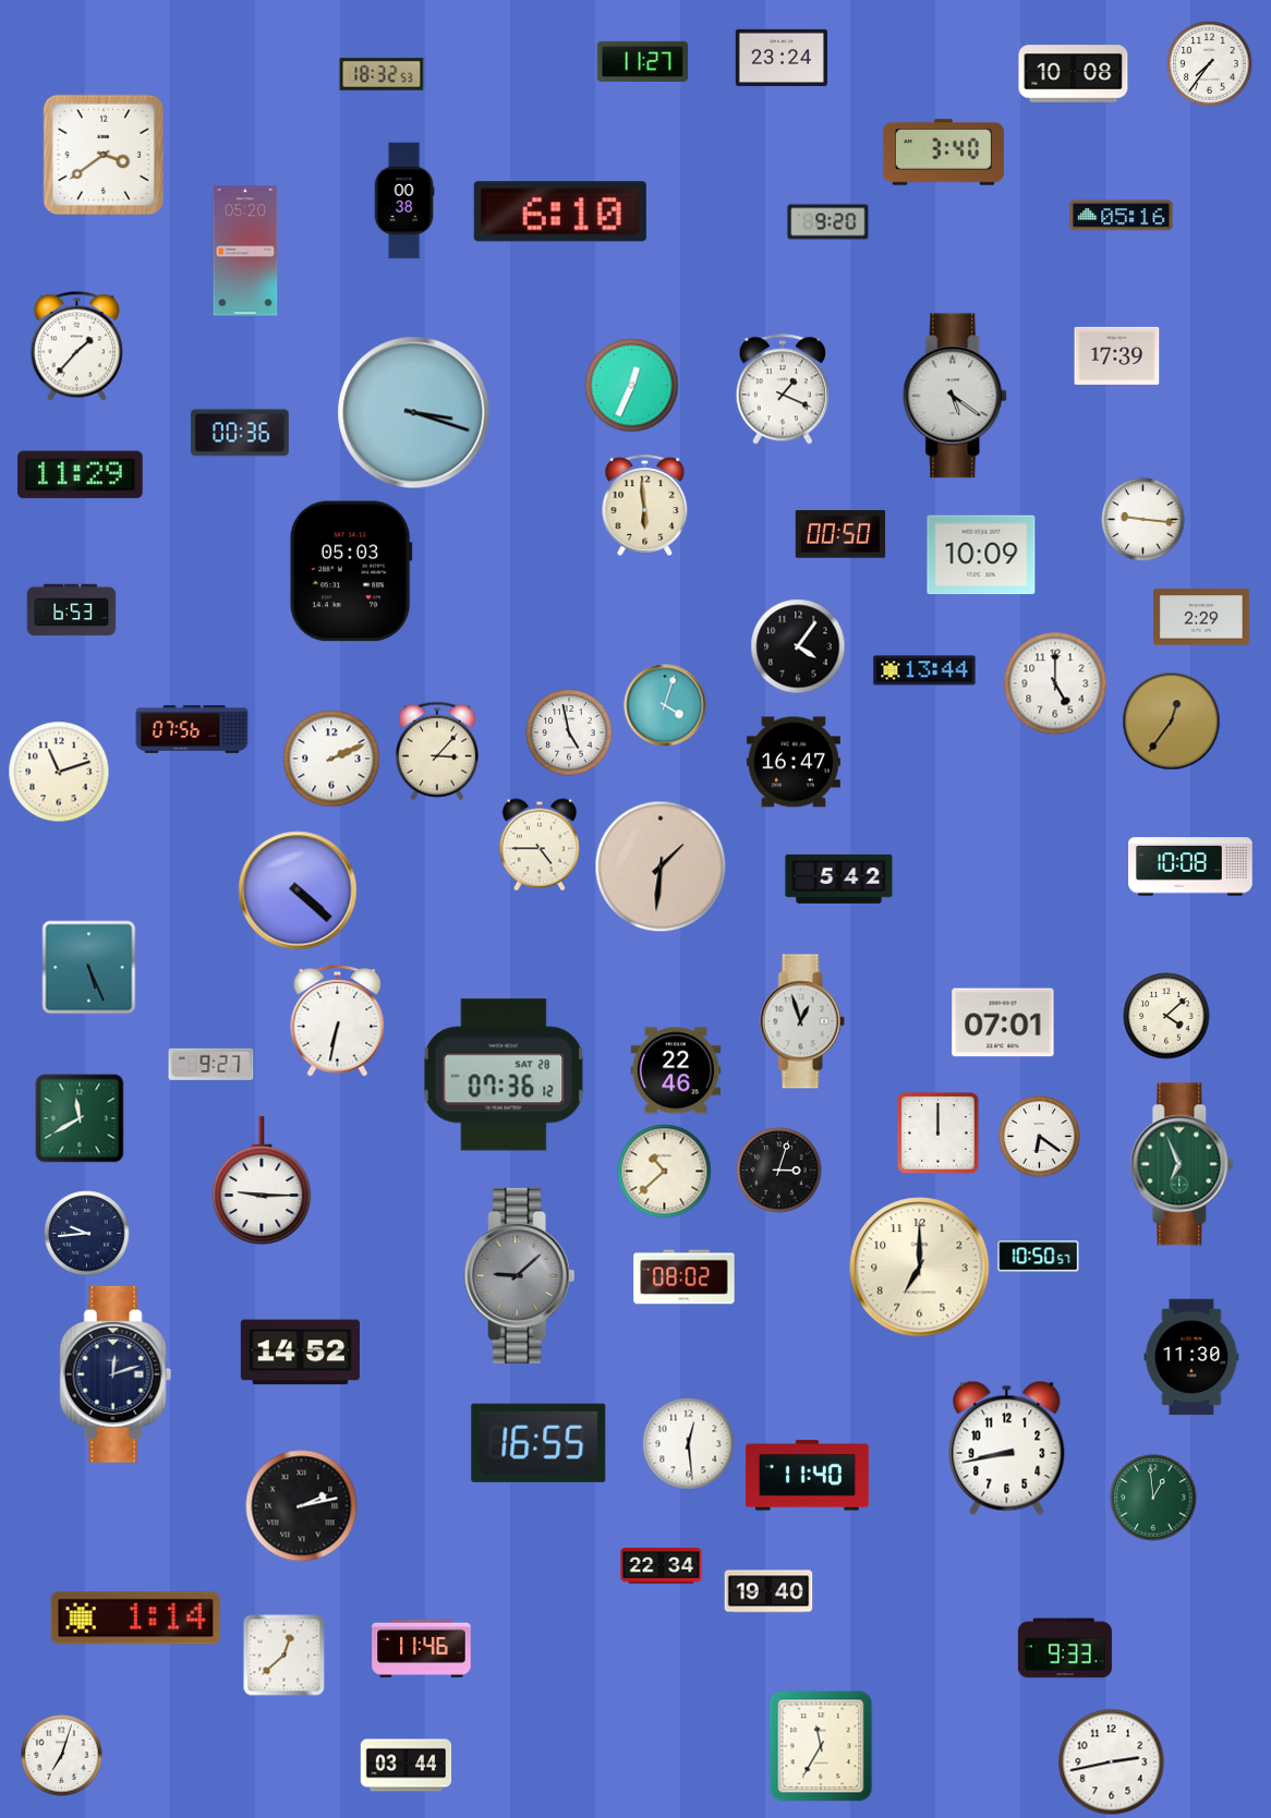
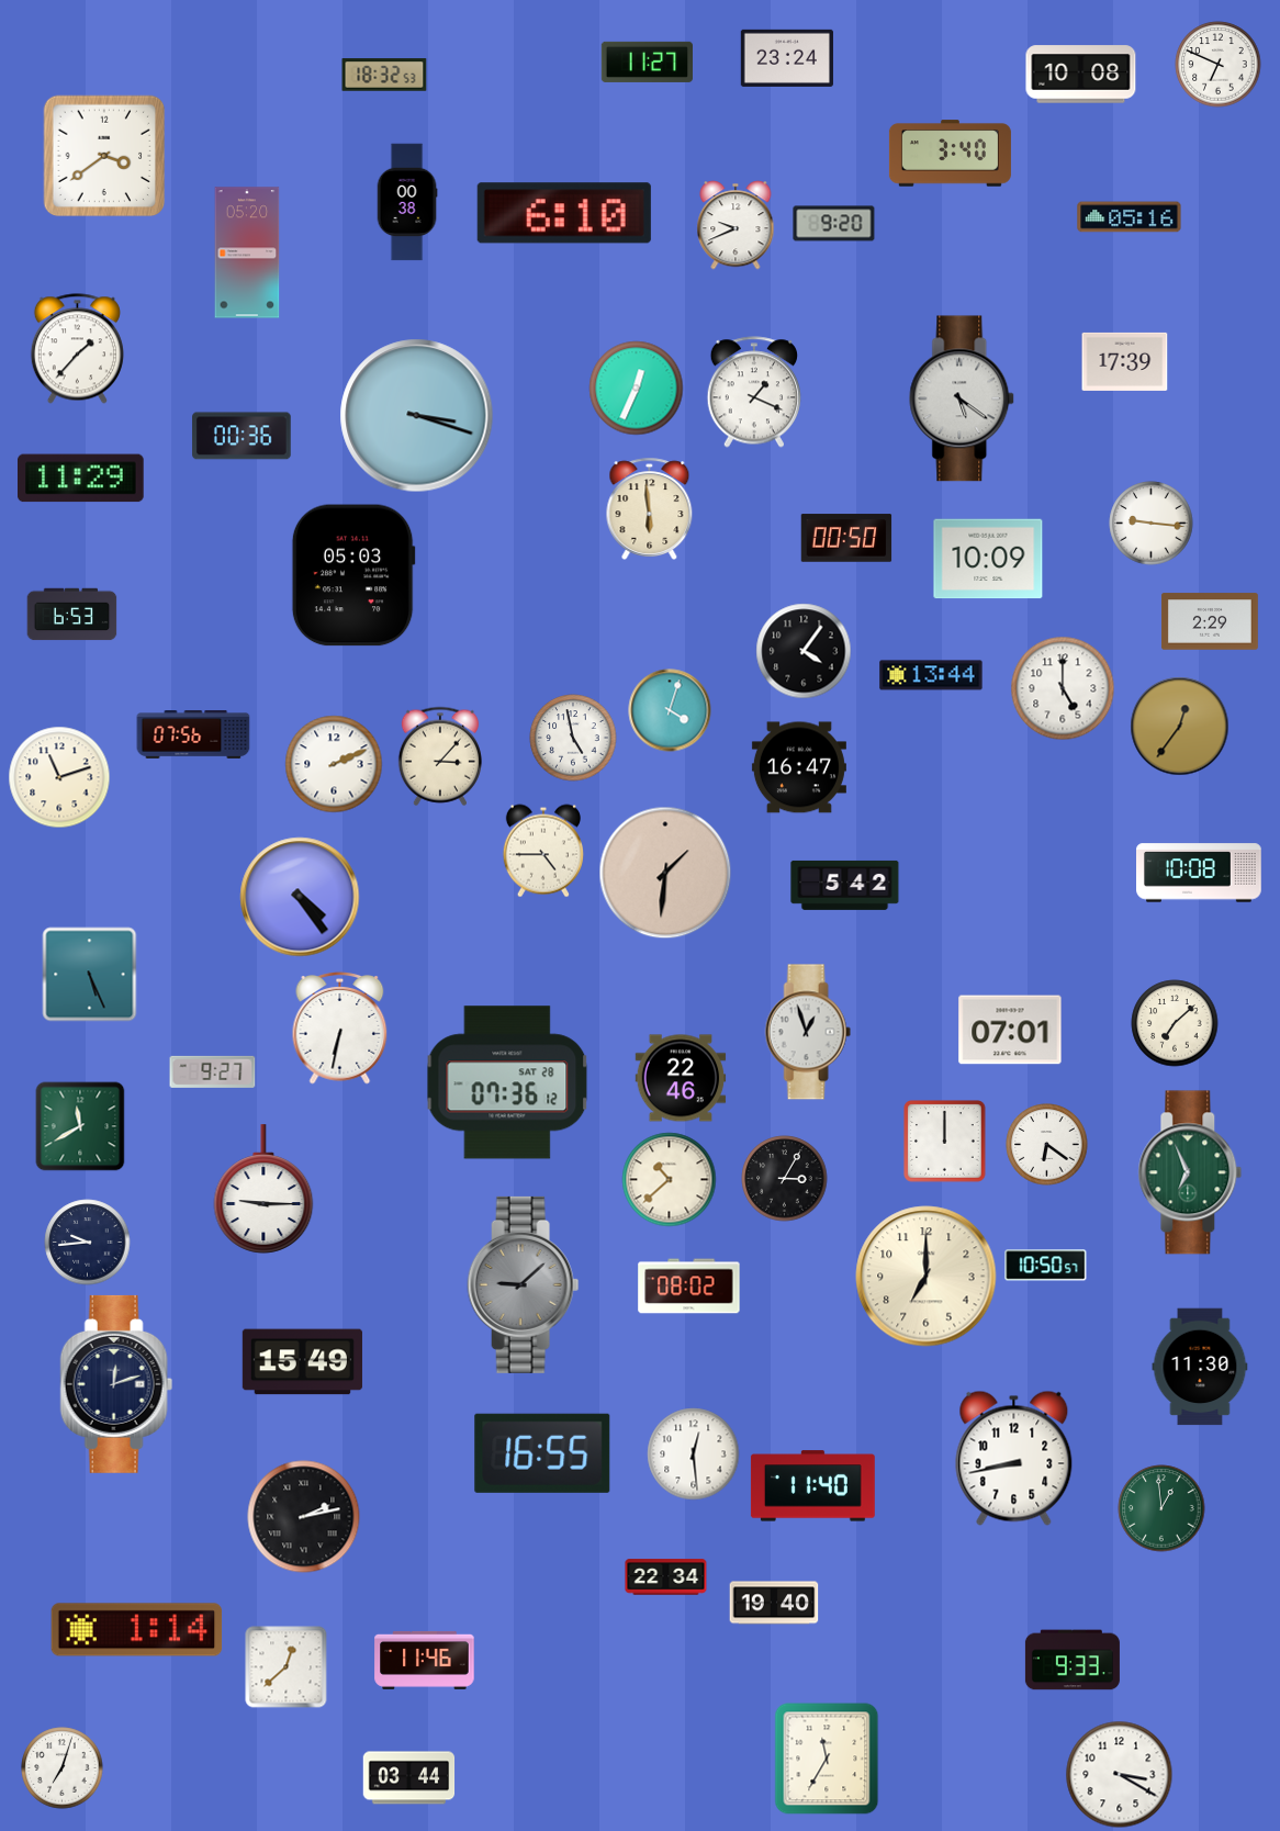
clock at (1210, 64): 7:36 -> 6:49
clock at (736, 225): none -> 9:41
clock at (1117, 355) position: (1117, 355) -> (1125, 361)
clock at (782, 389) position: (782, 389) -> (753, 392)
clock at (298, 890): 4:22 -> 4:24
clock at (1166, 1016): 4:08 -> 7:08
clock at (802, 1021) position: (802, 1021) -> (808, 1032)
clock at (779, 1171): 3:03 -> 3:05
clock at (300, 1353): 14:52 -> 15:49
clock at (1112, 1762): 2:43 -> 3:20
